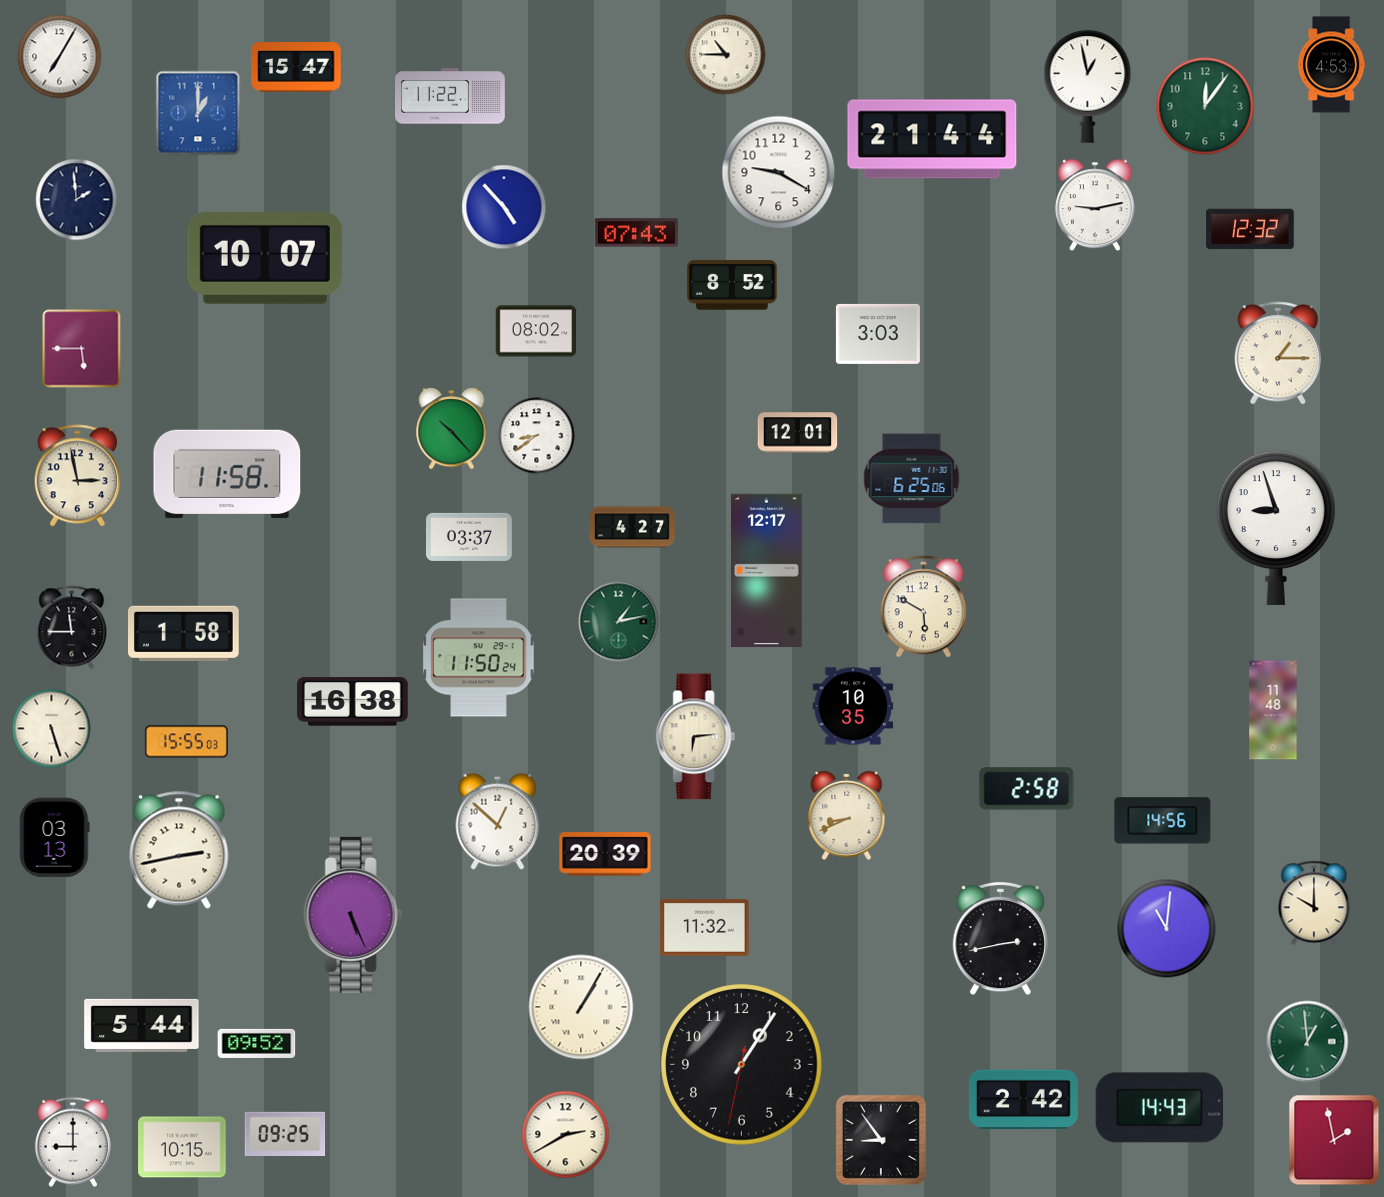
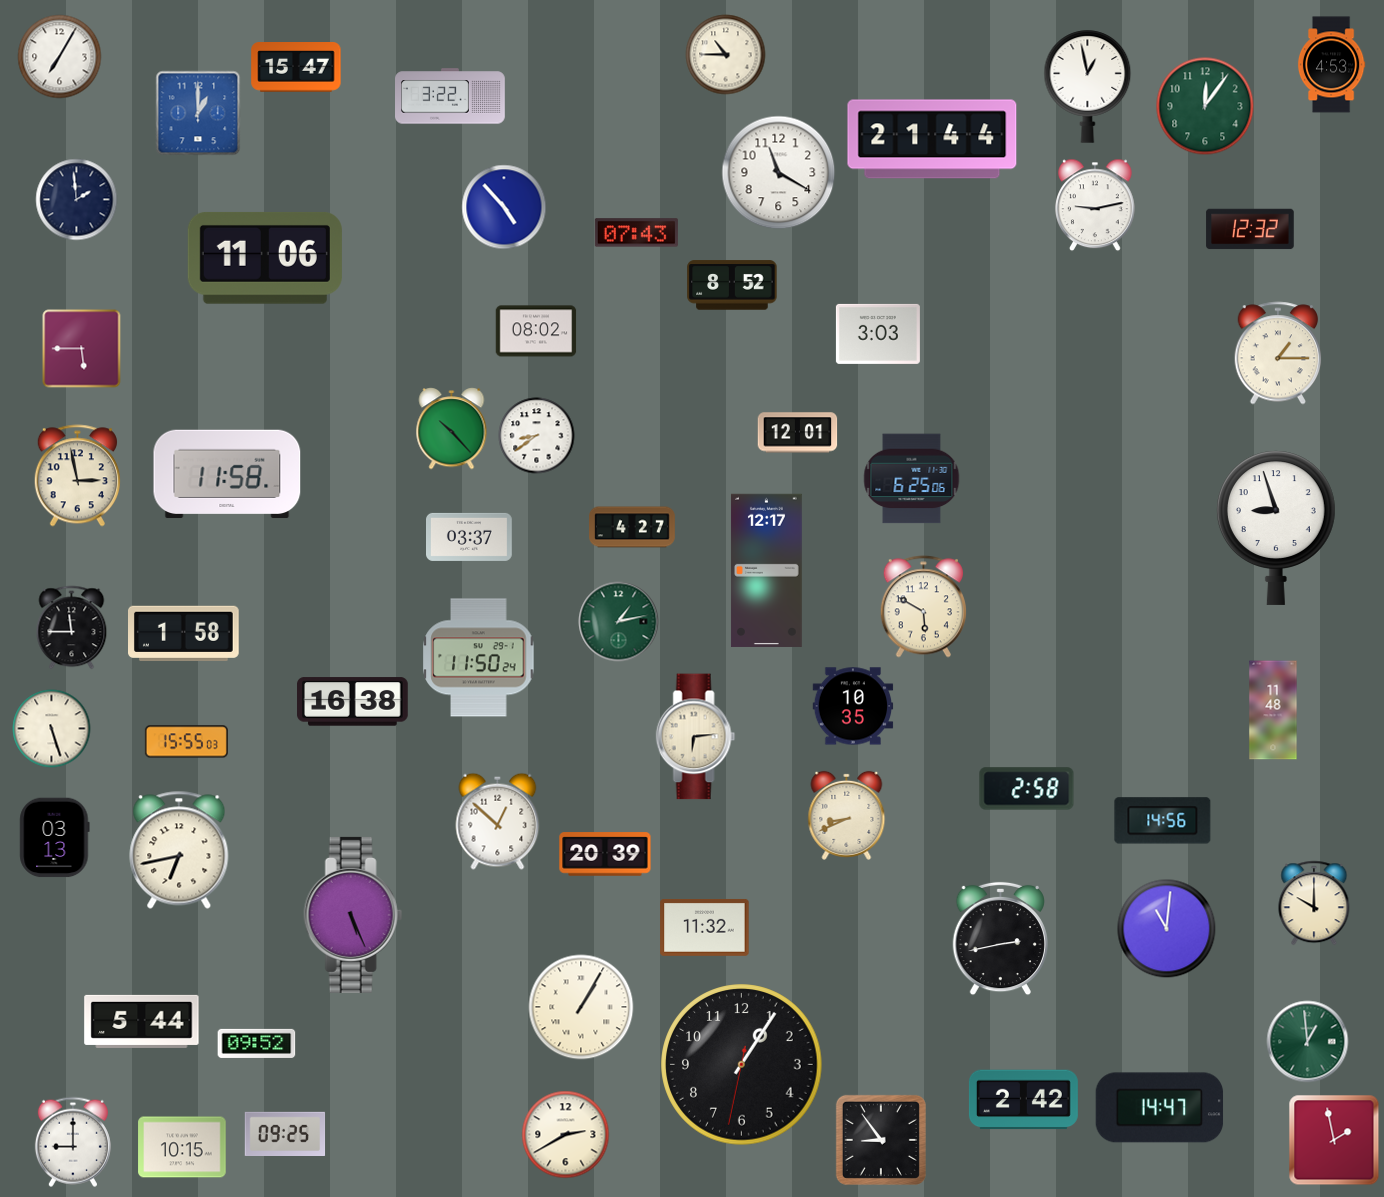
clock at (451, 96): 11:22 -> 3:22
clock at (779, 173): 9:20 -> 11:20
clock at (265, 258): 10:07 -> 11:06
clock at (179, 850): 2:43 -> 6:43
clock at (142, 1025) position: (142, 1025) -> (142, 1021)
clock at (1160, 1108): 14:43 -> 14:47
